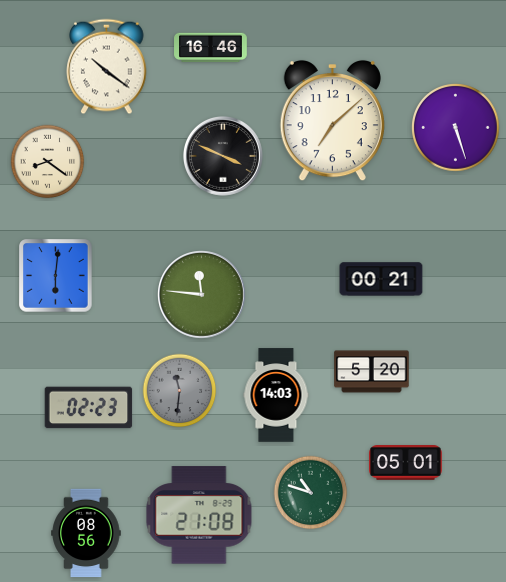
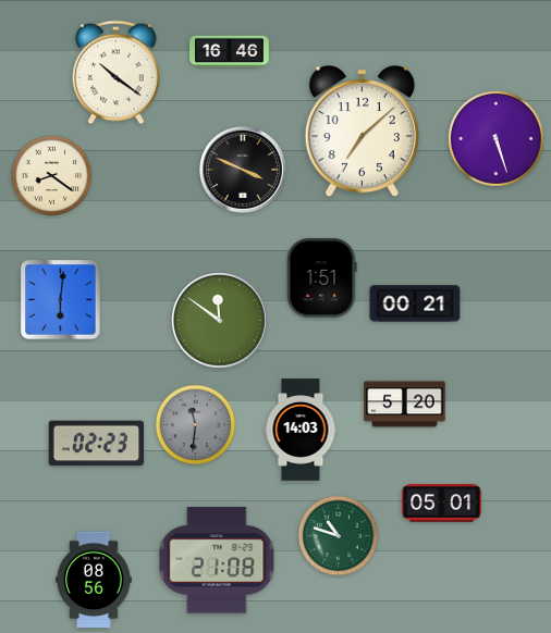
clock at (322, 278): none -> 1:51
clock at (202, 295): 11:46 -> 11:51
